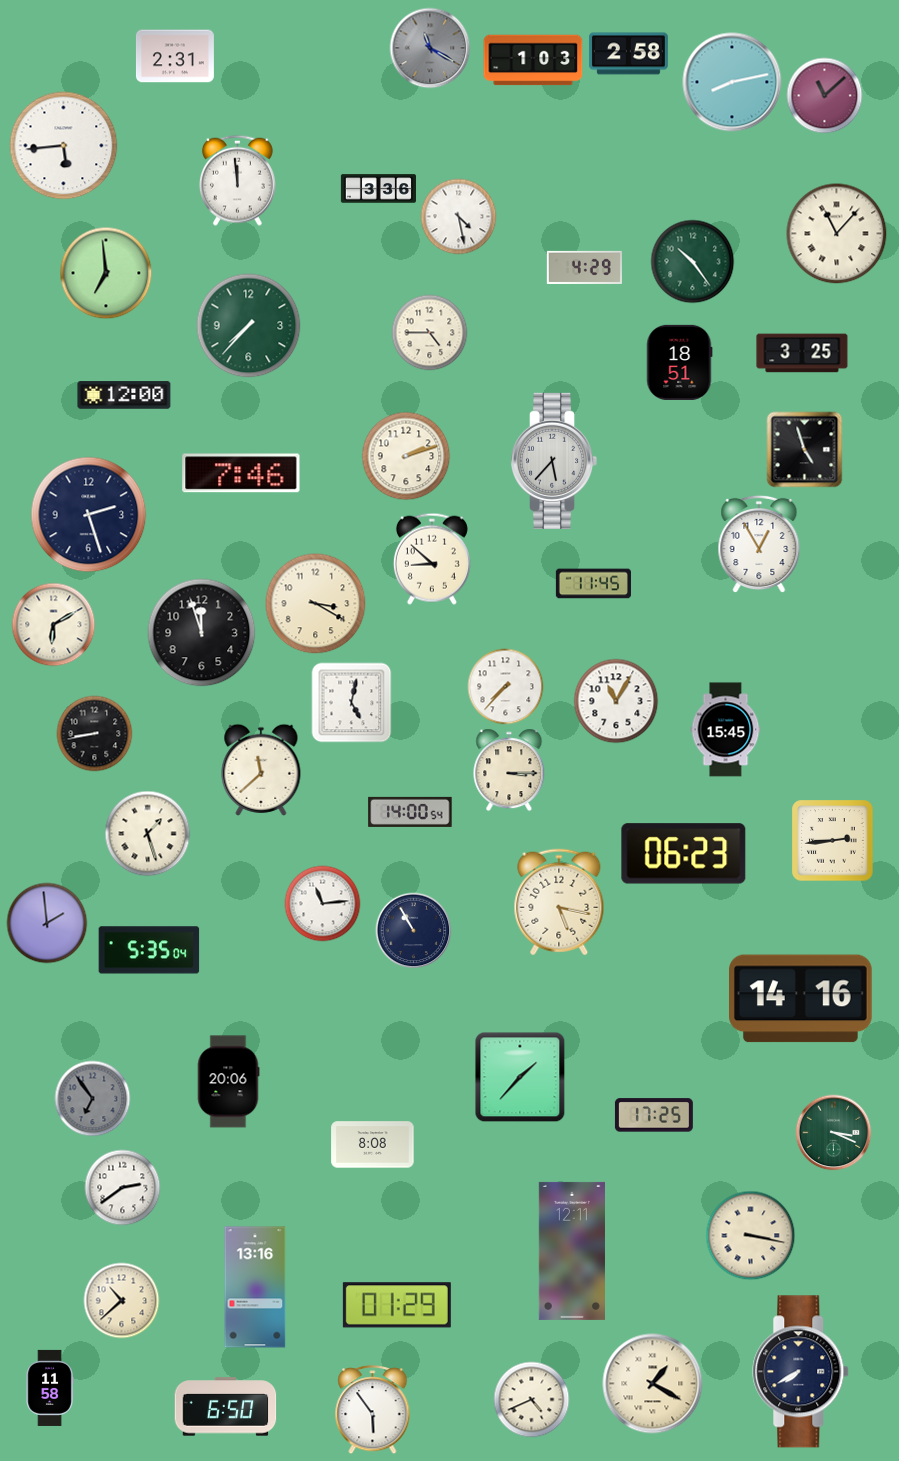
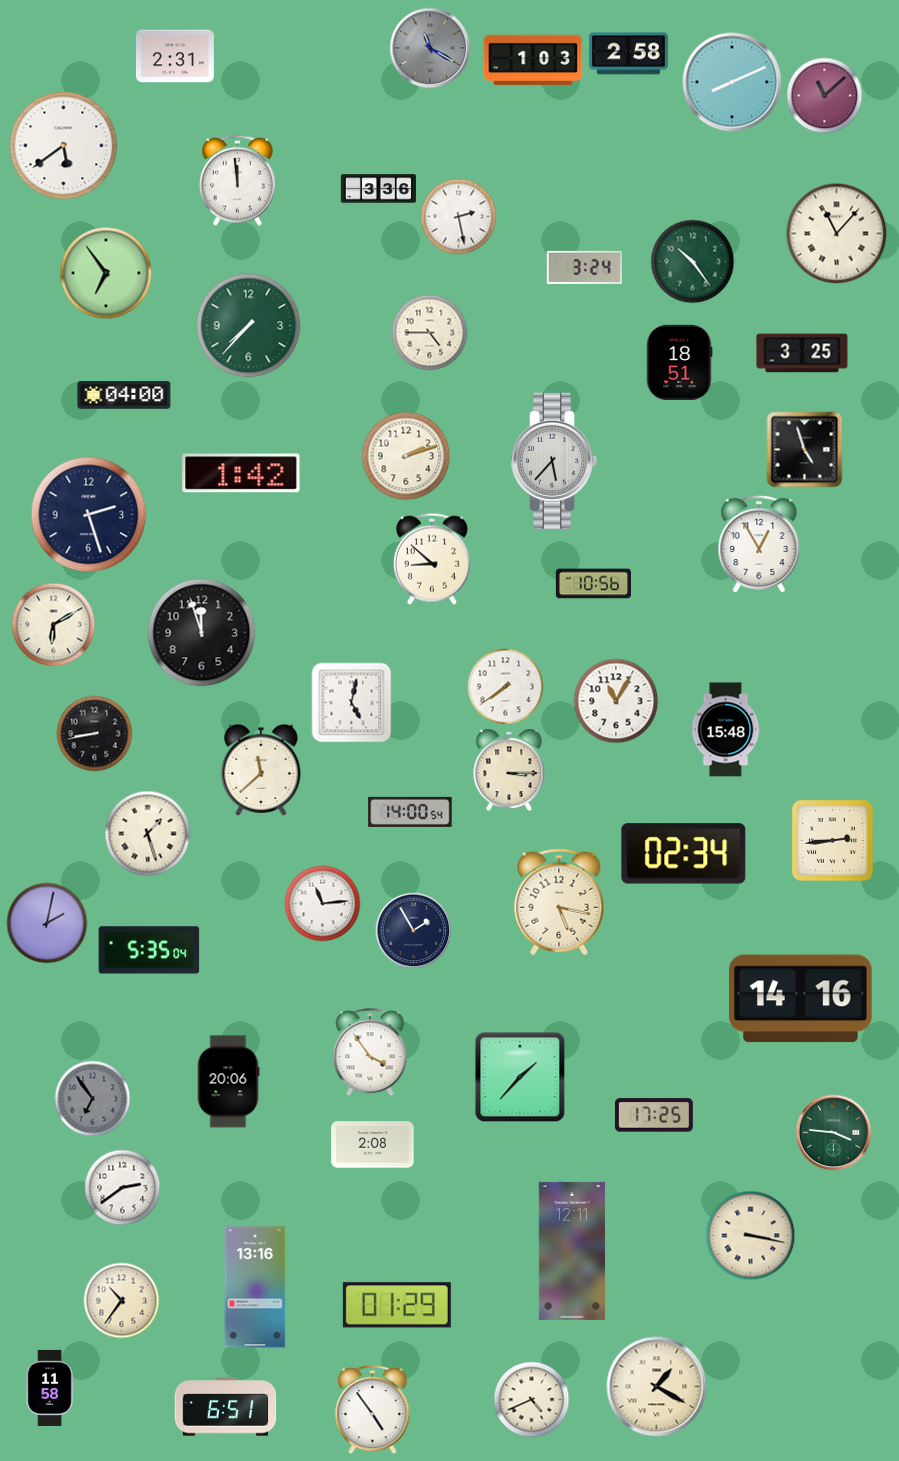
clock at (732, 82): 8:13 -> 8:11
clock at (64, 146): 5:44 -> 5:39
clock at (459, 217): 4:28 -> 2:28
clock at (584, 267): 4:29 -> 3:24
clock at (106, 273): 6:59 -> 6:54
clock at (124, 395): 12:00 -> 04:00
clock at (241, 473): 7:46 -> 1:42
clock at (593, 584): 11:45 -> 10:56
clock at (316, 604): 3:20 -> none
clock at (506, 687): 7:37 -> 7:39
clock at (726, 730): 15:45 -> 15:48
clock at (684, 854): 06:23 -> 02:34
clock at (47, 923): 1:59 -> 2:02
clock at (414, 931): 10:55 -> 1:55
clock at (370, 1053): none -> 3:54
clock at (834, 1133): 3:19 -> 3:46
clock at (373, 1145): 8:08 -> 2:08
clock at (122, 1301): 10:38 -> 10:36
clock at (801, 1372): 7:40 -> none
clock at (653, 1384) position: (653, 1384) -> (657, 1387)
clock at (226, 1407): 6:50 -> 6:51
clock at (373, 1410): 5:54 -> 4:54
